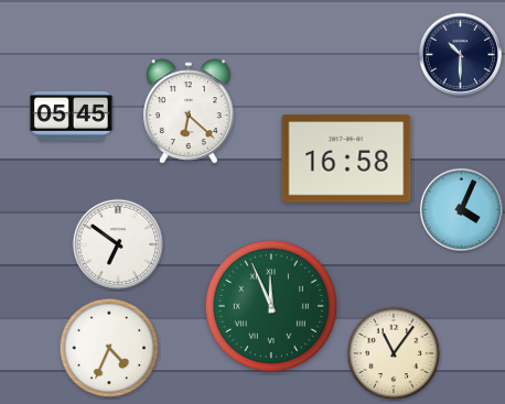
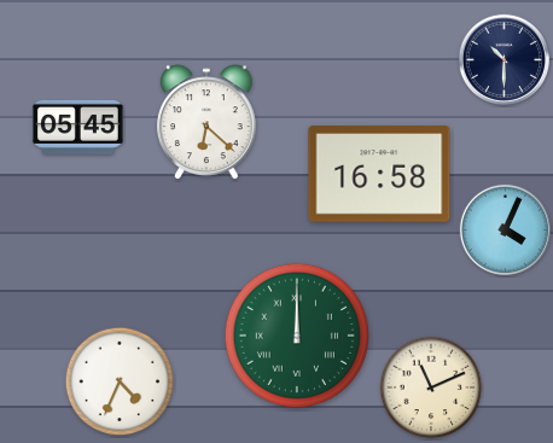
clock at (118, 244): 6:51 -> none
clock at (271, 306): 11:56 -> 12:00
clock at (394, 353): 11:06 -> 11:11
